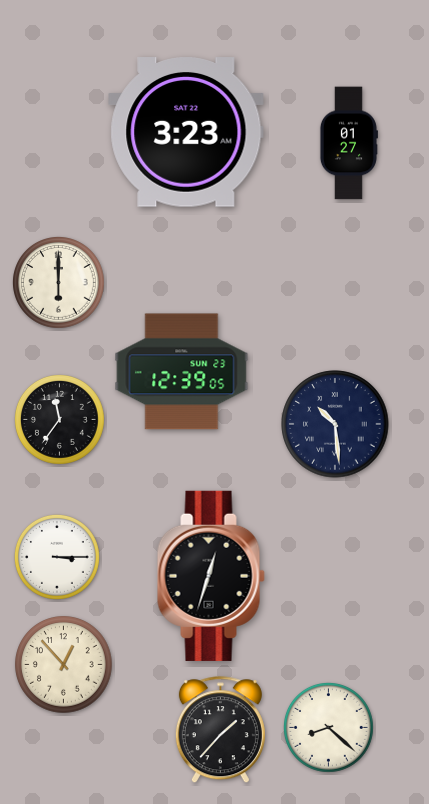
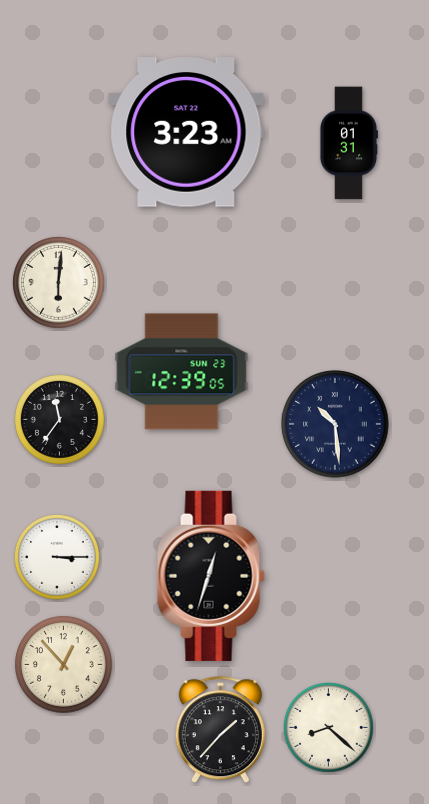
clock at (348, 143): 01:27 -> 01:31
clock at (59, 283): 6:00 -> 6:01
